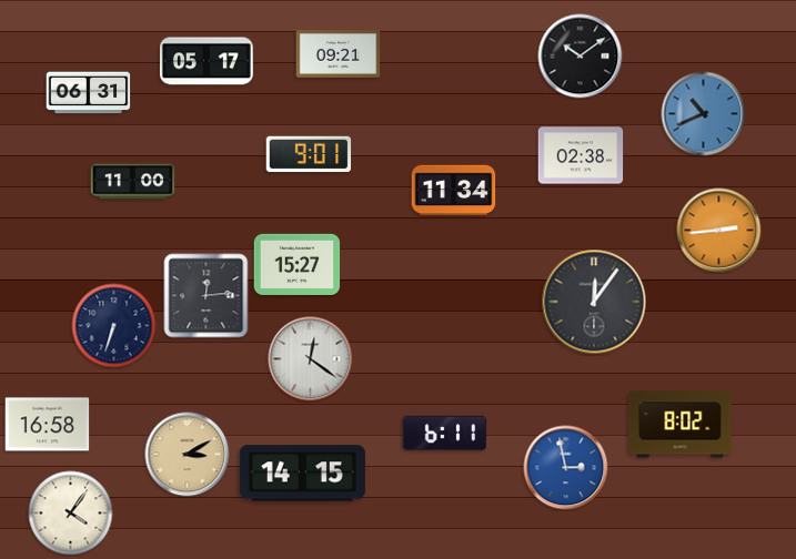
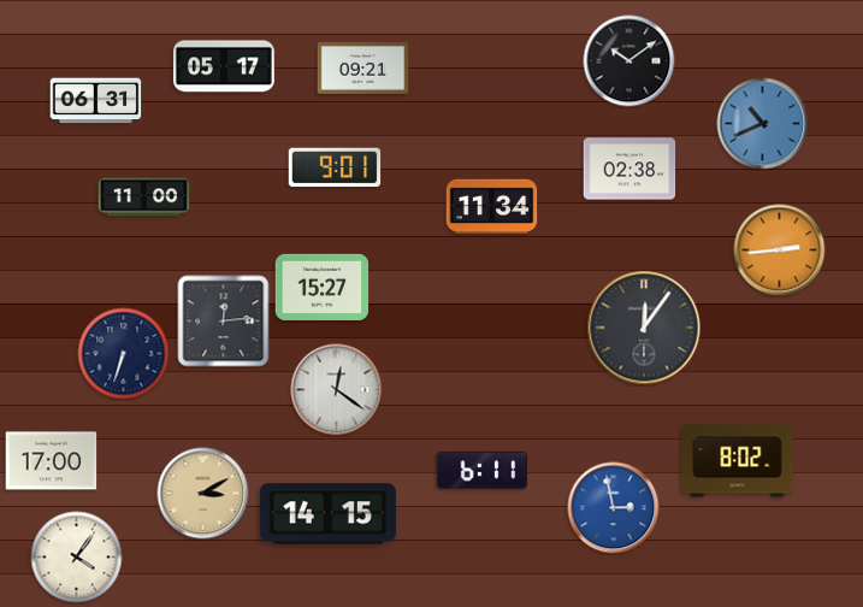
clock at (339, 54) position: (339, 54) -> (363, 69)
clock at (48, 425): 16:58 -> 17:00
